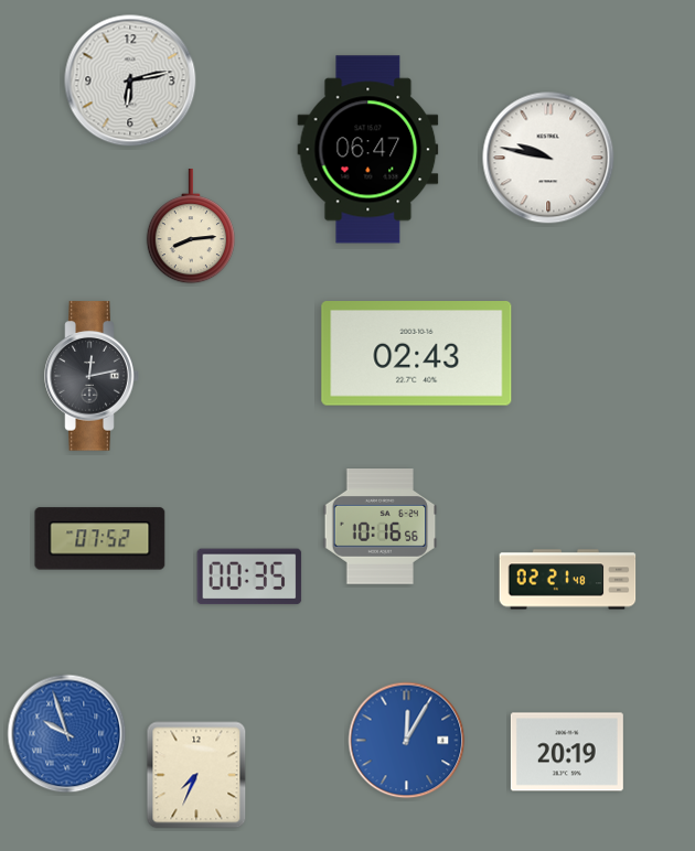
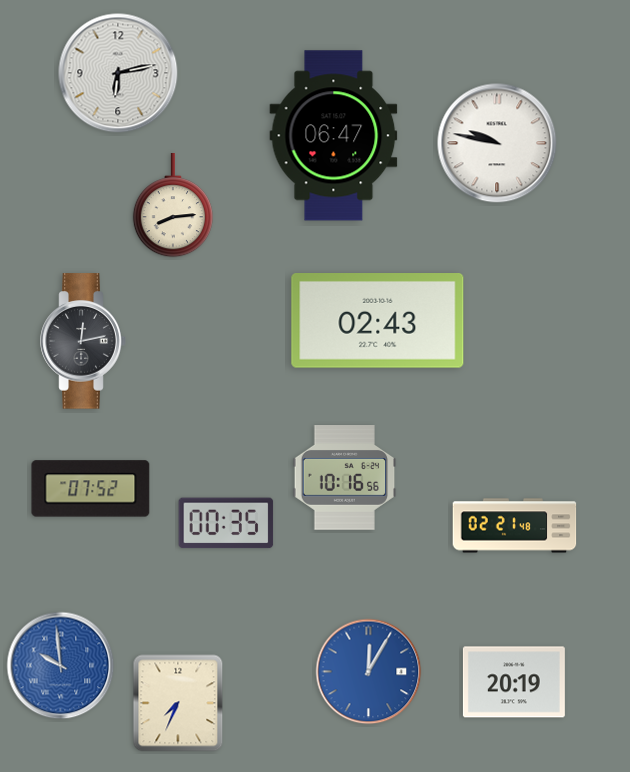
clock at (67, 734): 9:57 -> 9:59
